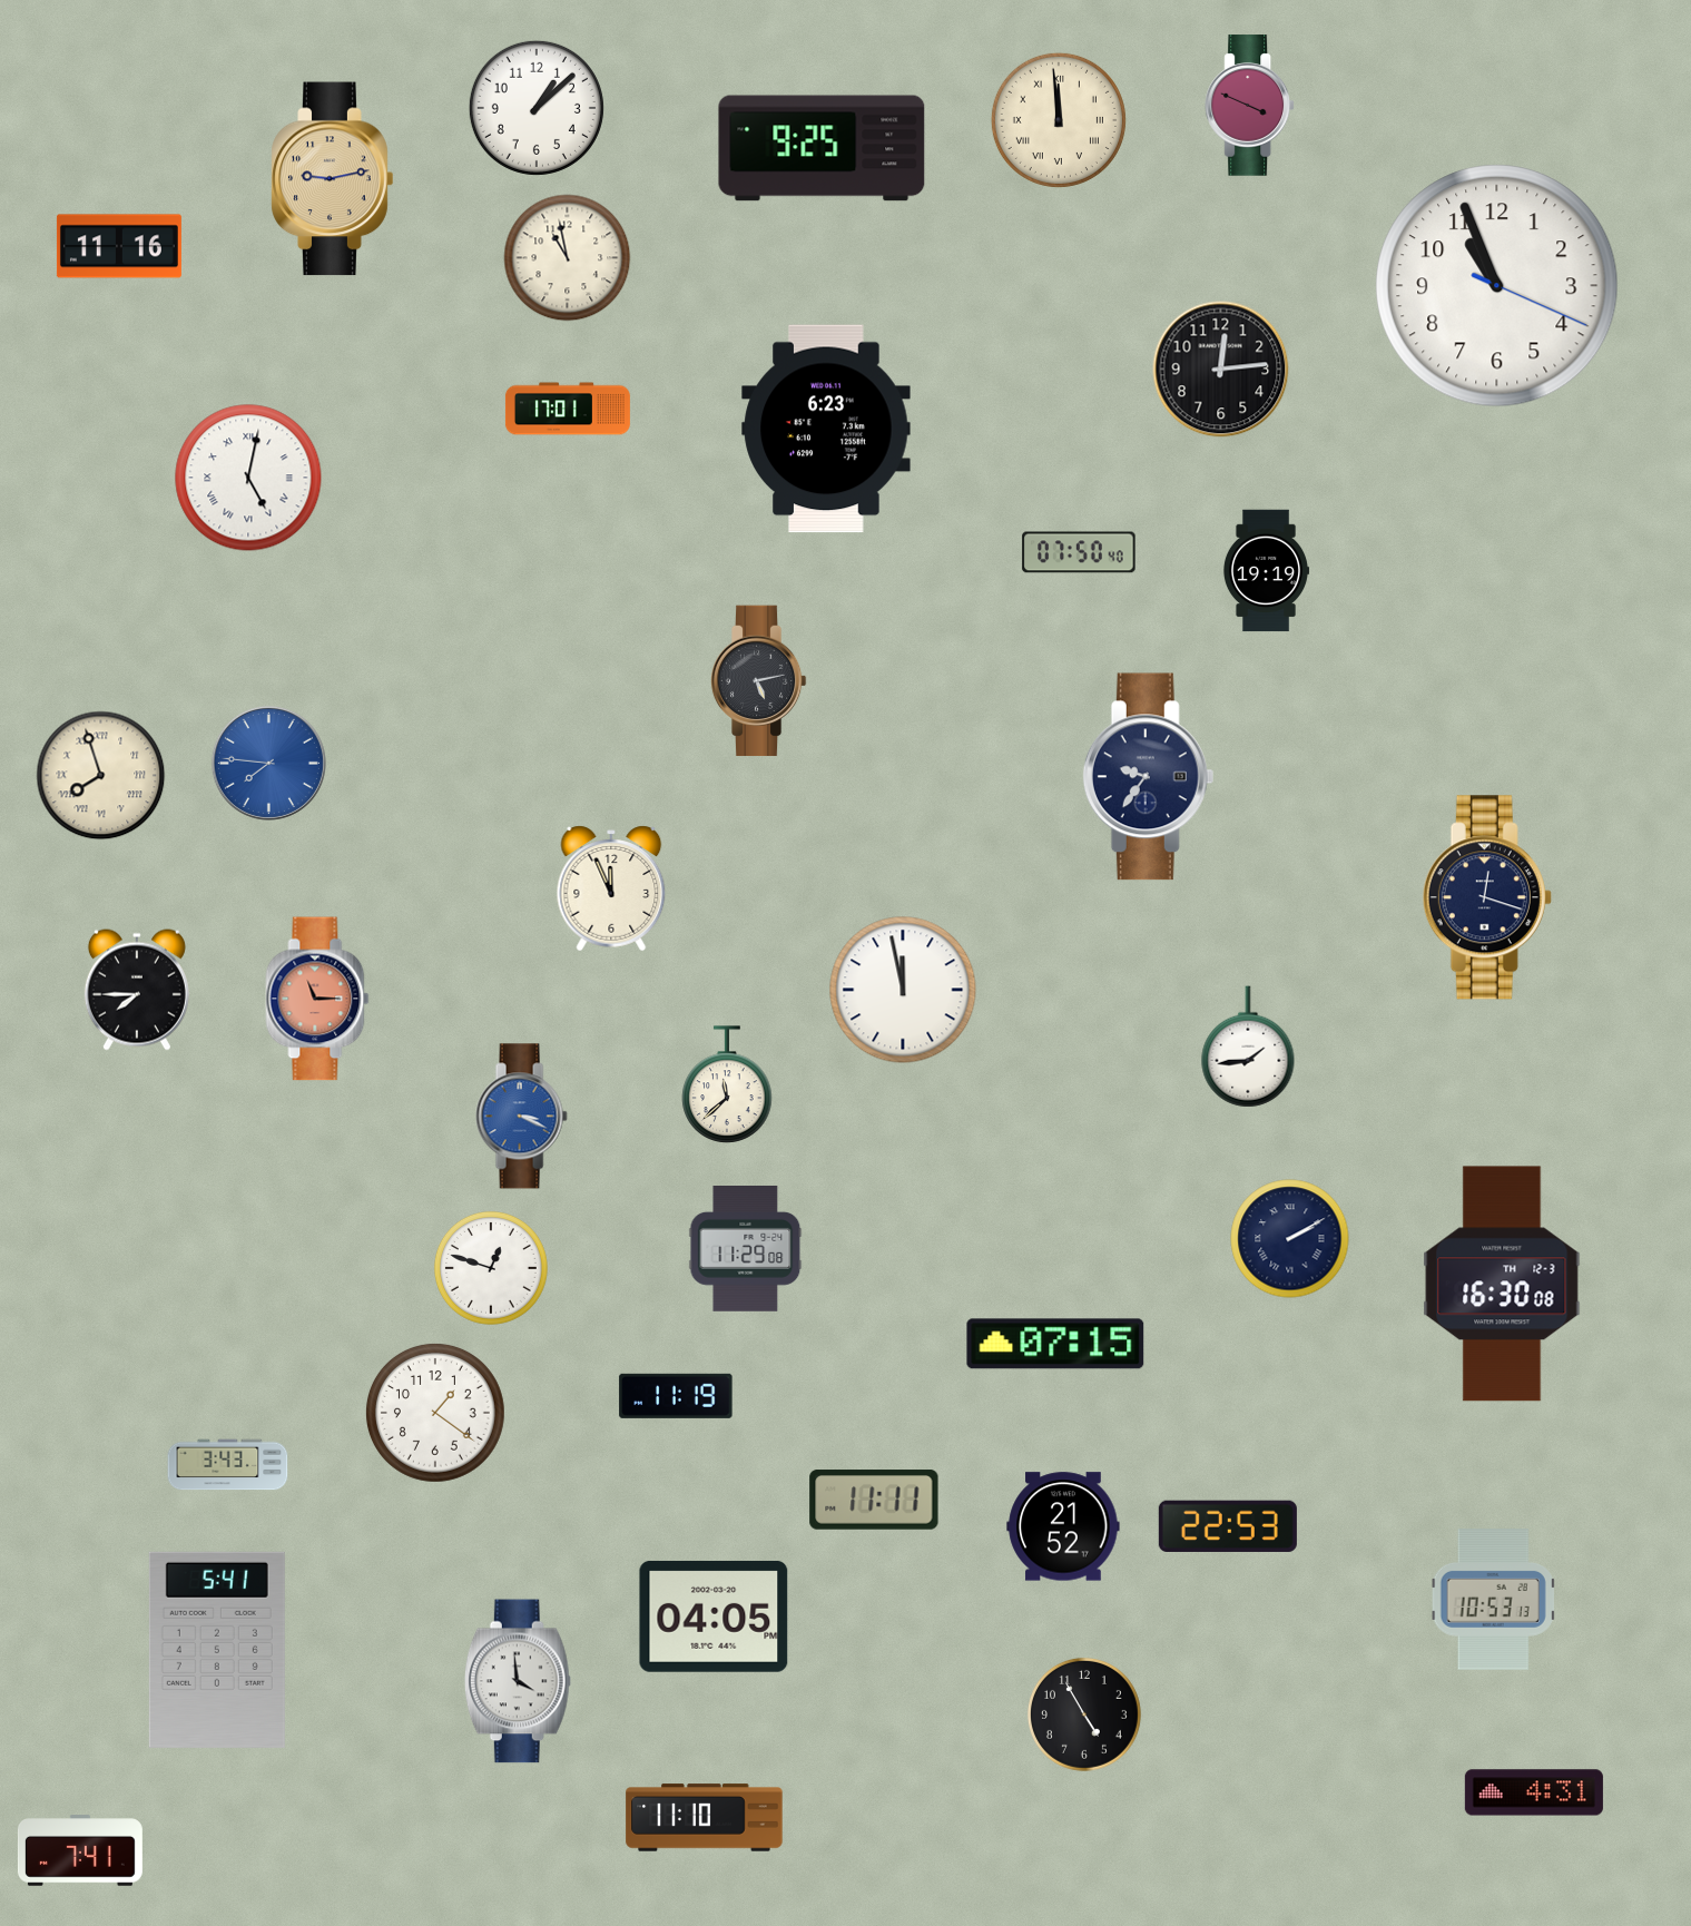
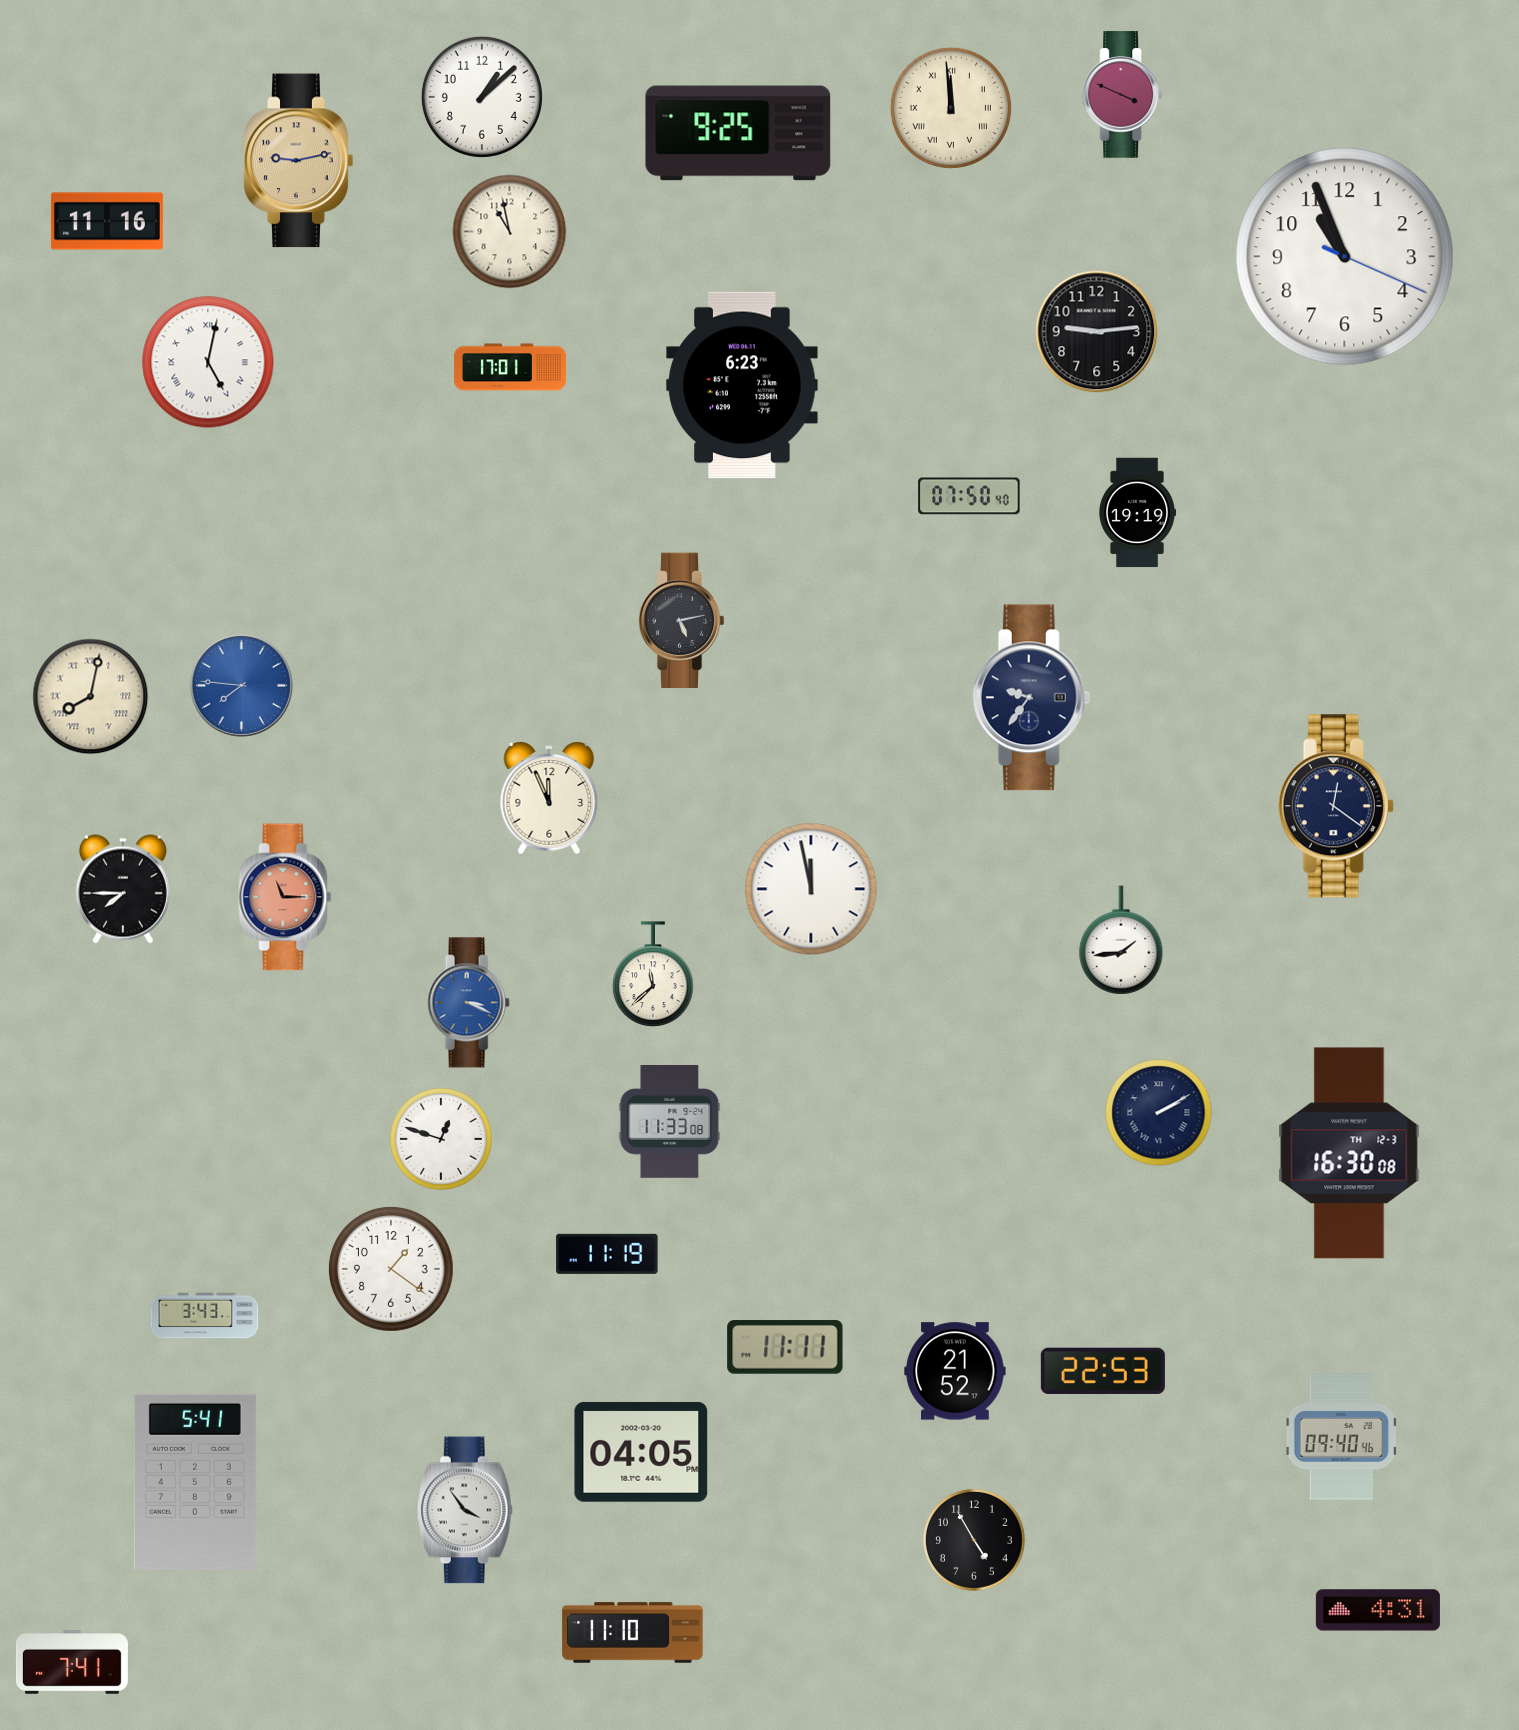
clock at (1221, 370): 12:14 -> 9:14
clock at (248, 478) position: (248, 478) -> (208, 362)
clock at (758, 681) position: (758, 681) -> (681, 621)
clock at (101, 776): 7:57 -> 8:02
clock at (1487, 897): 12:18 -> 12:21
clock at (746, 1249): 11:29 -> 11:33
clock at (1055, 1344): 07:15 -> none
clock at (1493, 1600): 10:53 -> 09:40
clock at (518, 1681): 3:59 -> 3:54
